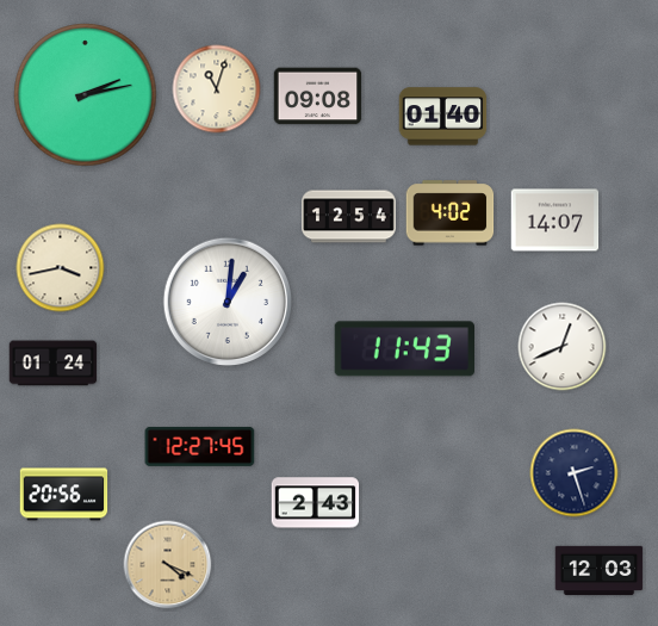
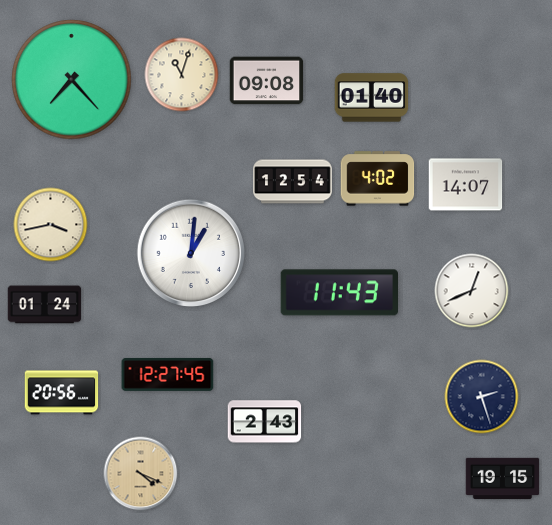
clock at (86, 95): 2:13 -> 7:23
clock at (64, 495) position: (64, 495) -> (62, 393)
clock at (600, 571): 12:03 -> 19:15
